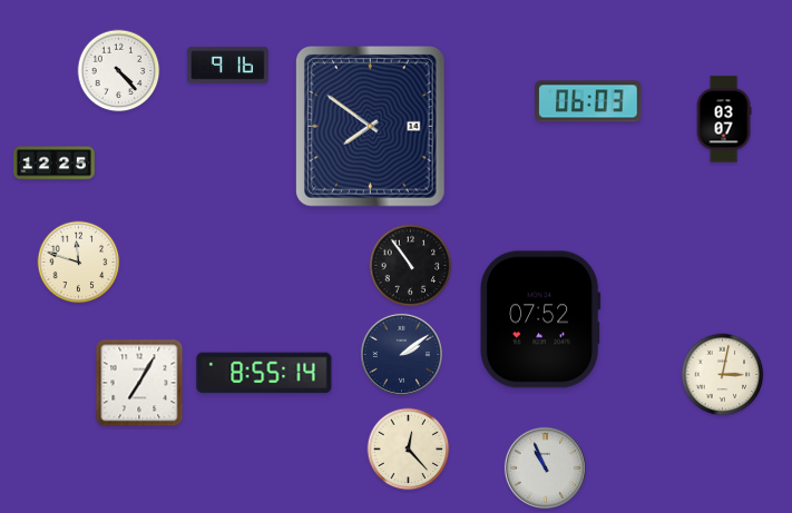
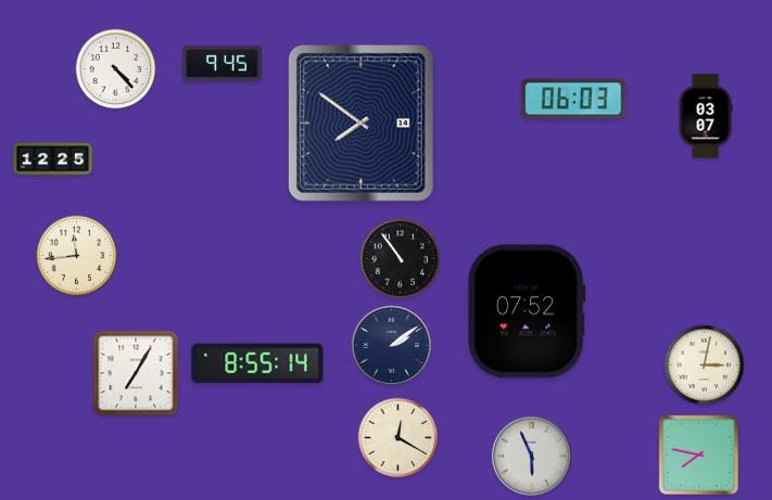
clock at (227, 65): 9:16 -> 9:45
clock at (79, 263): 11:48 -> 11:44
clock at (409, 450): 12:23 -> 12:20
clock at (698, 454): none -> 7:47
clock at (545, 467): 10:56 -> 5:56
